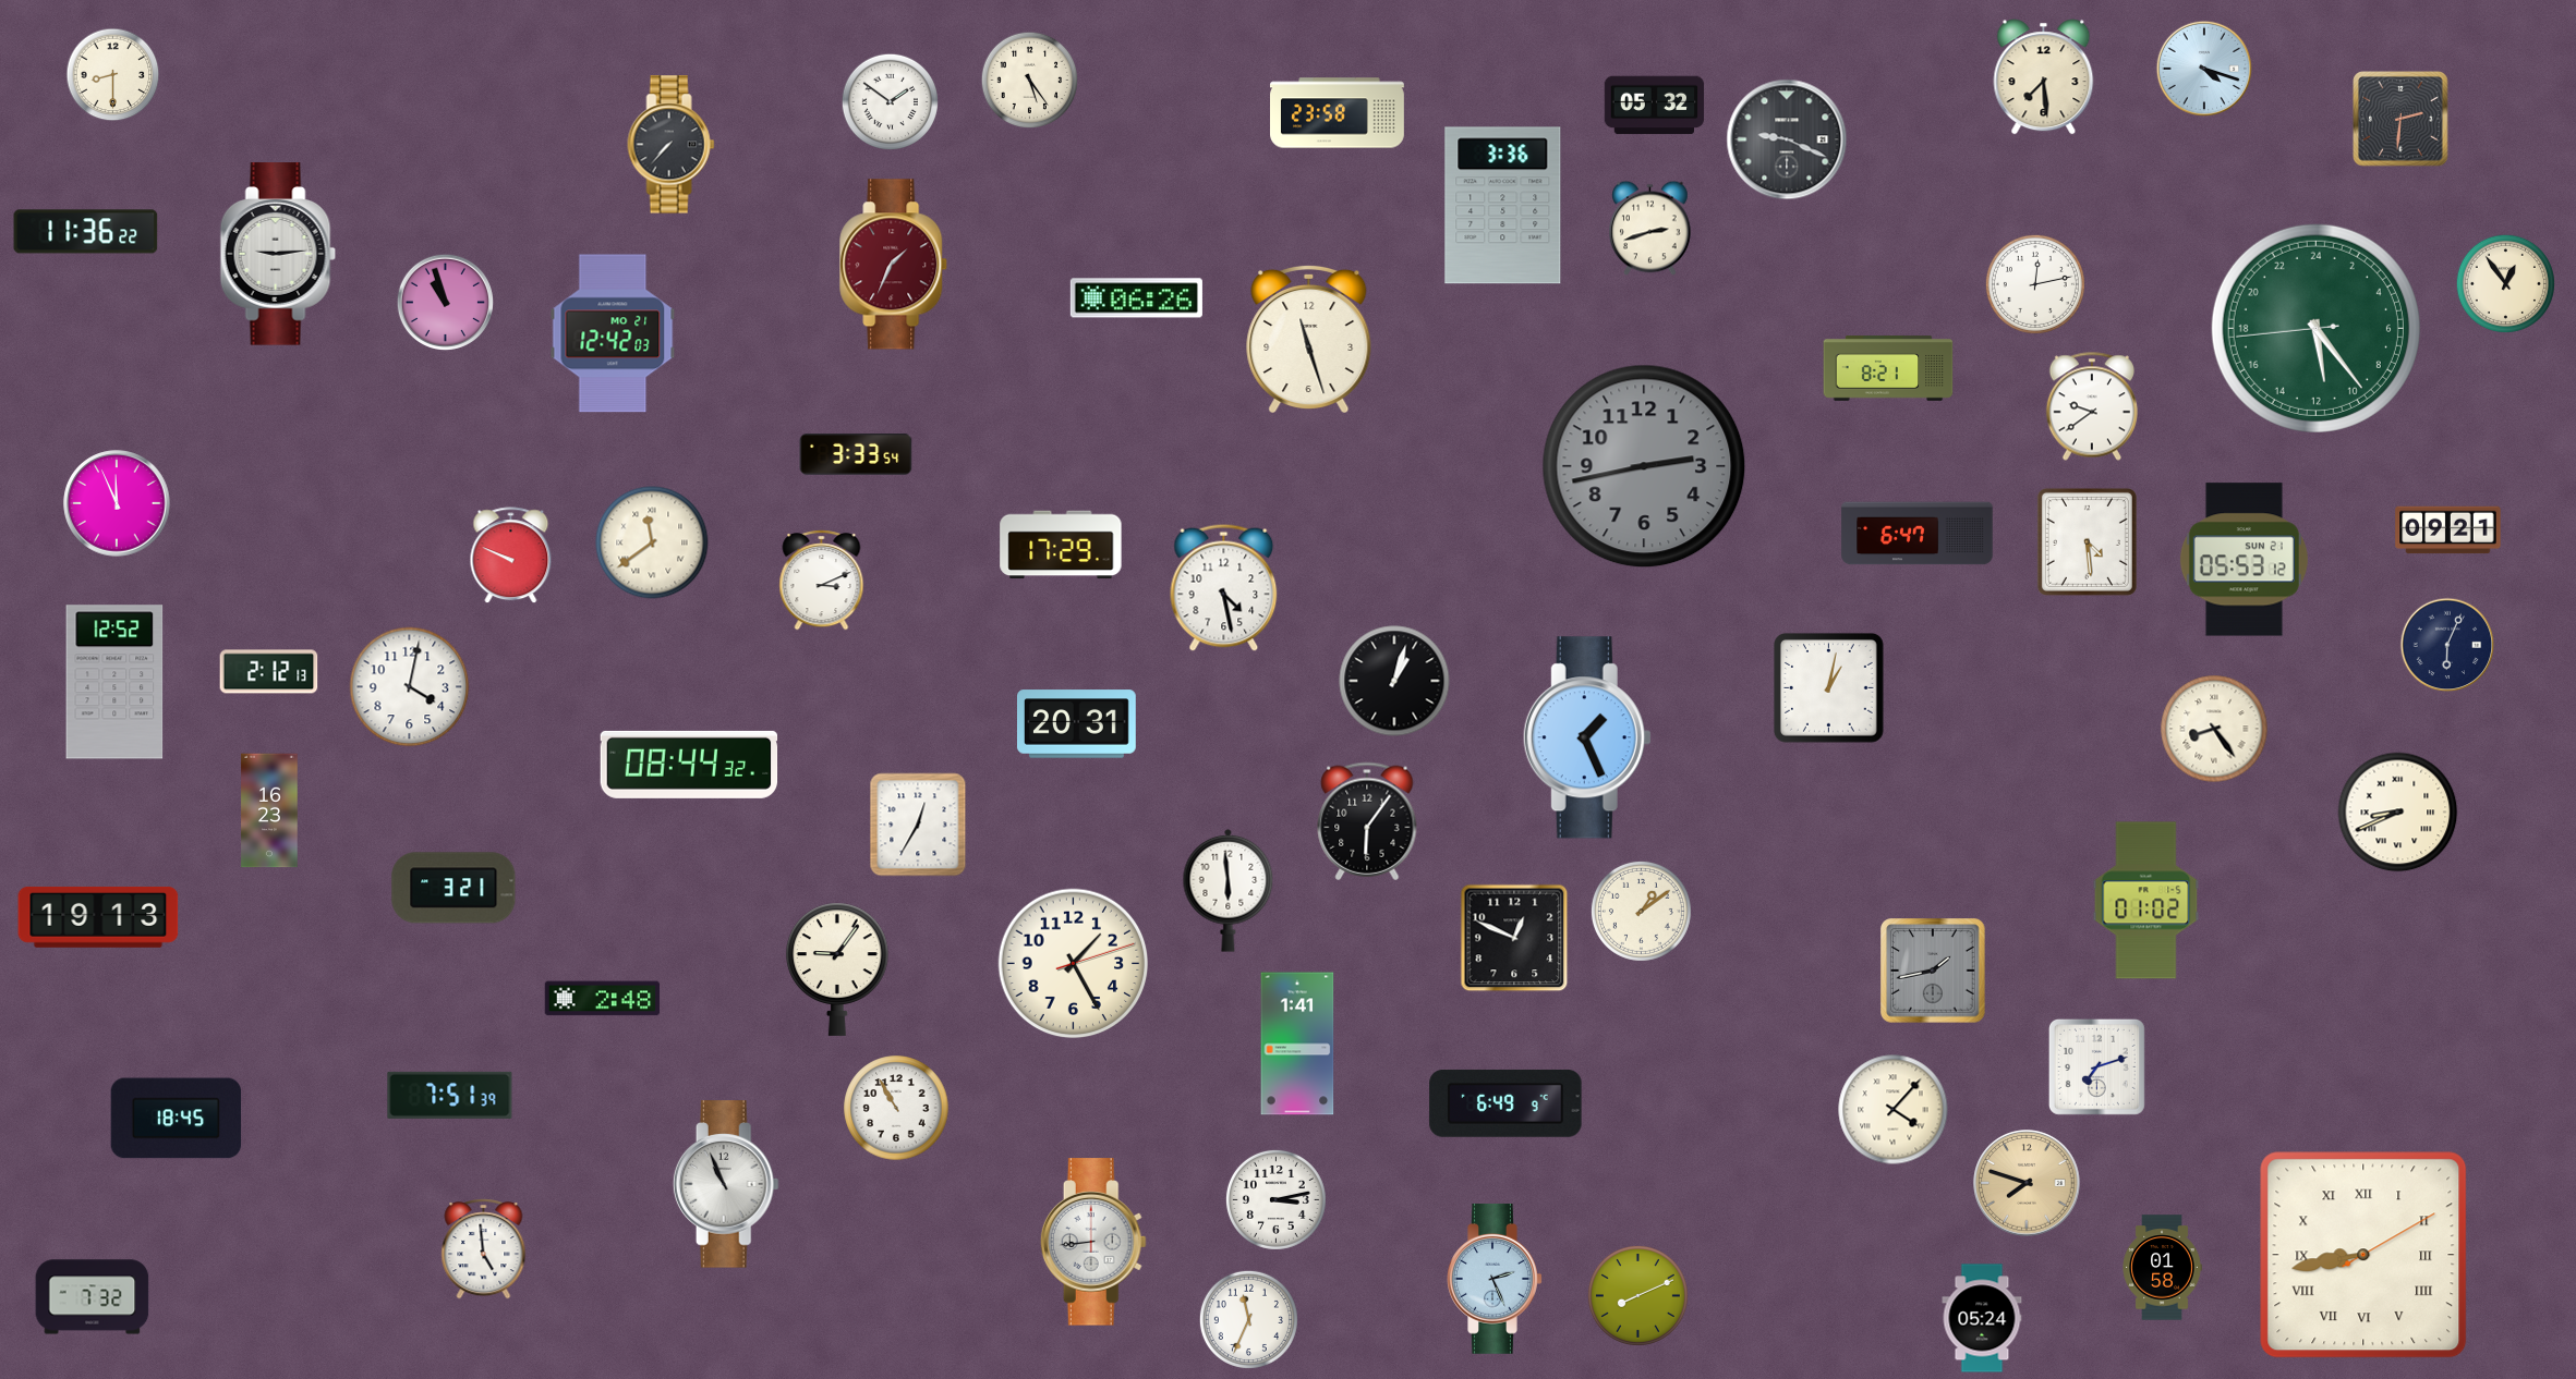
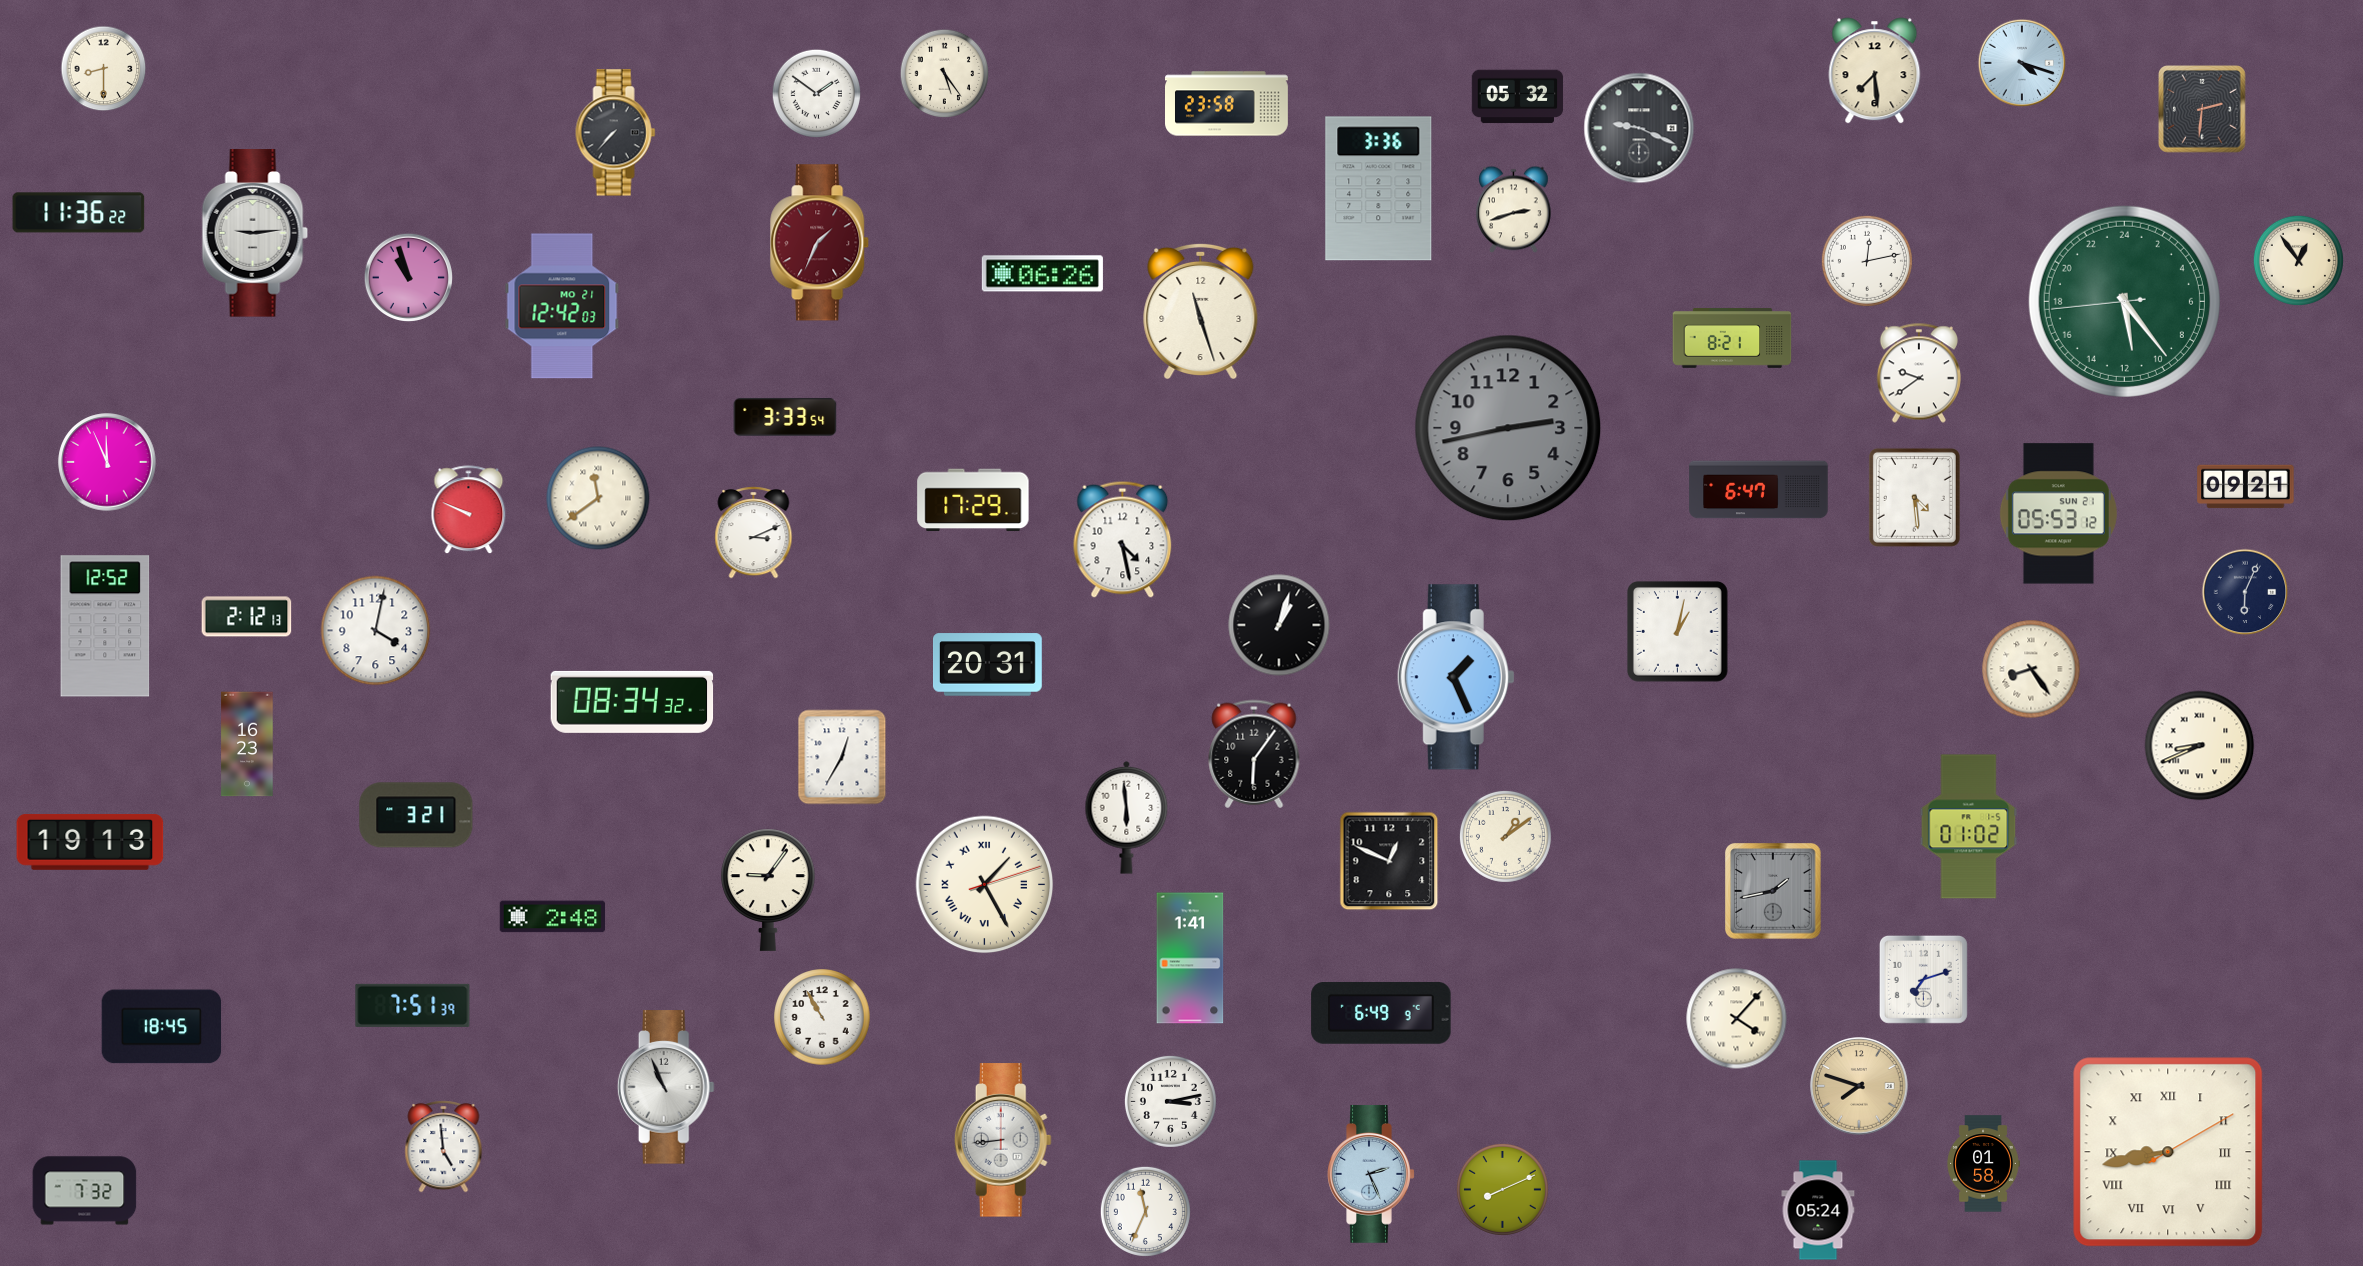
clock at (689, 765): 08:44 -> 08:34
clock at (1074, 964) numerals: Arabic -> Roman
